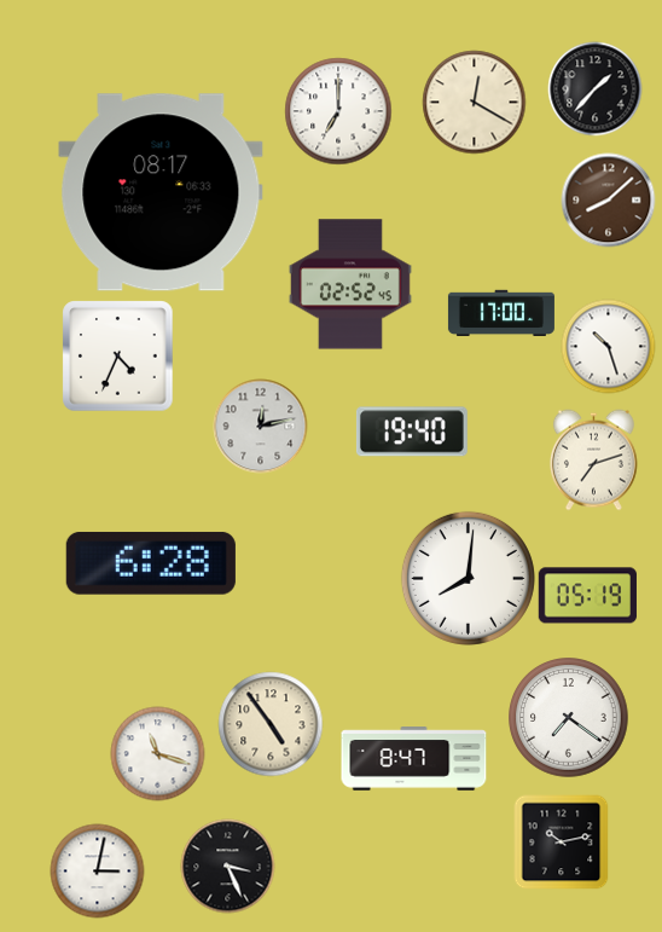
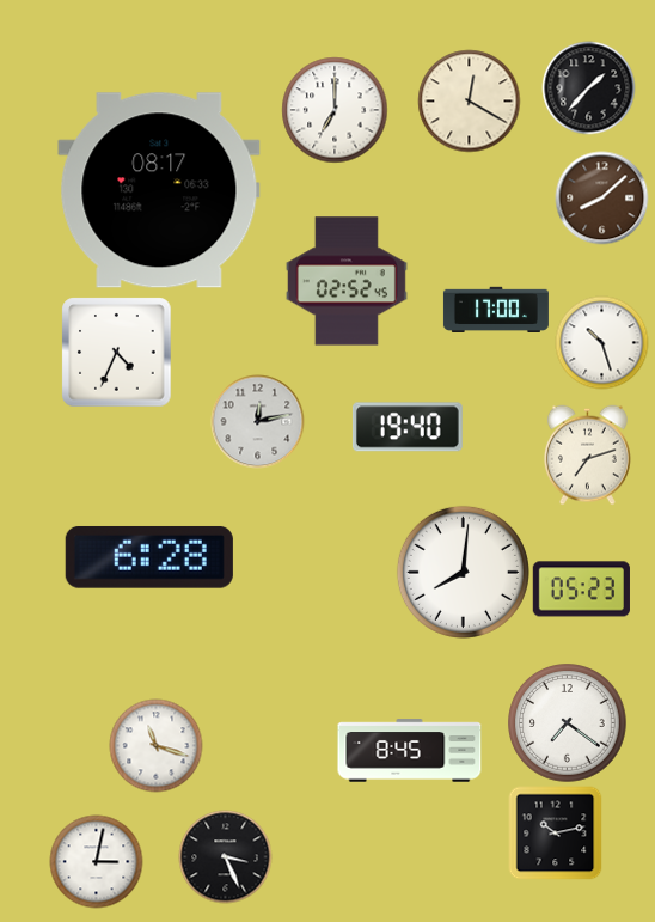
clock at (587, 596): 05:19 -> 05:23
clock at (569, 718) position: (569, 718) -> (568, 723)
clock at (271, 724): 4:54 -> none
clock at (414, 759): 8:47 -> 8:45
